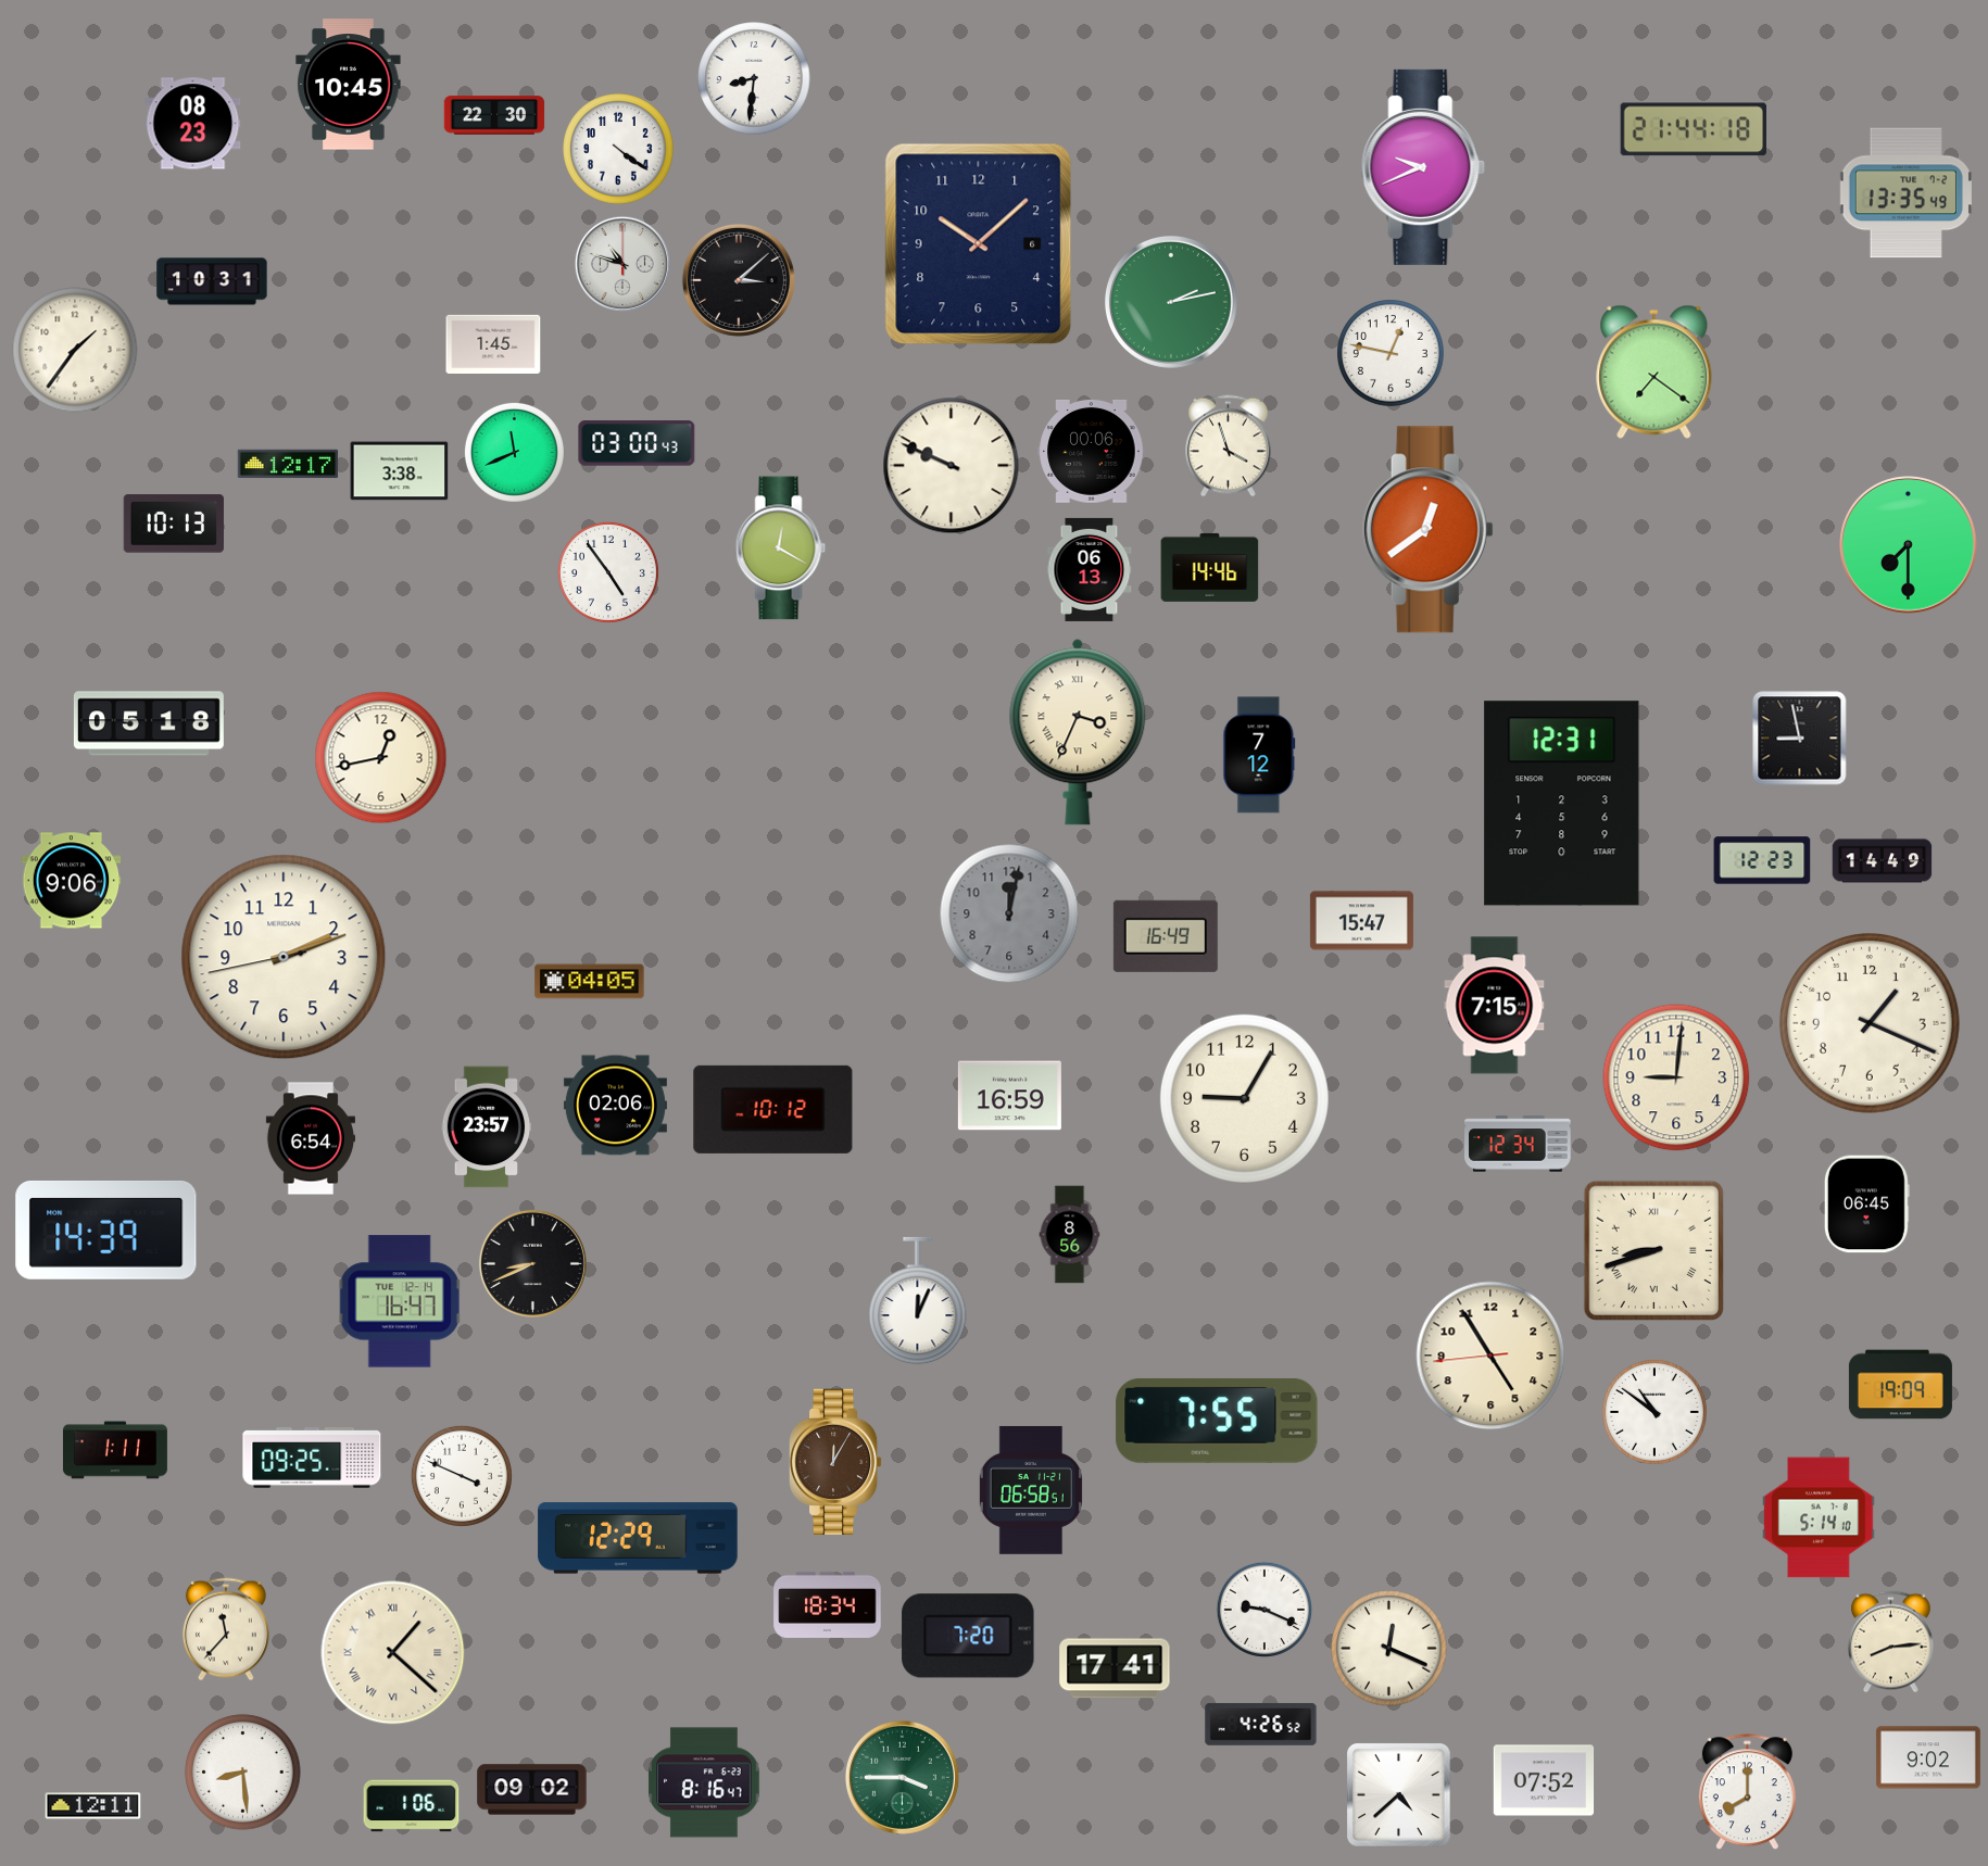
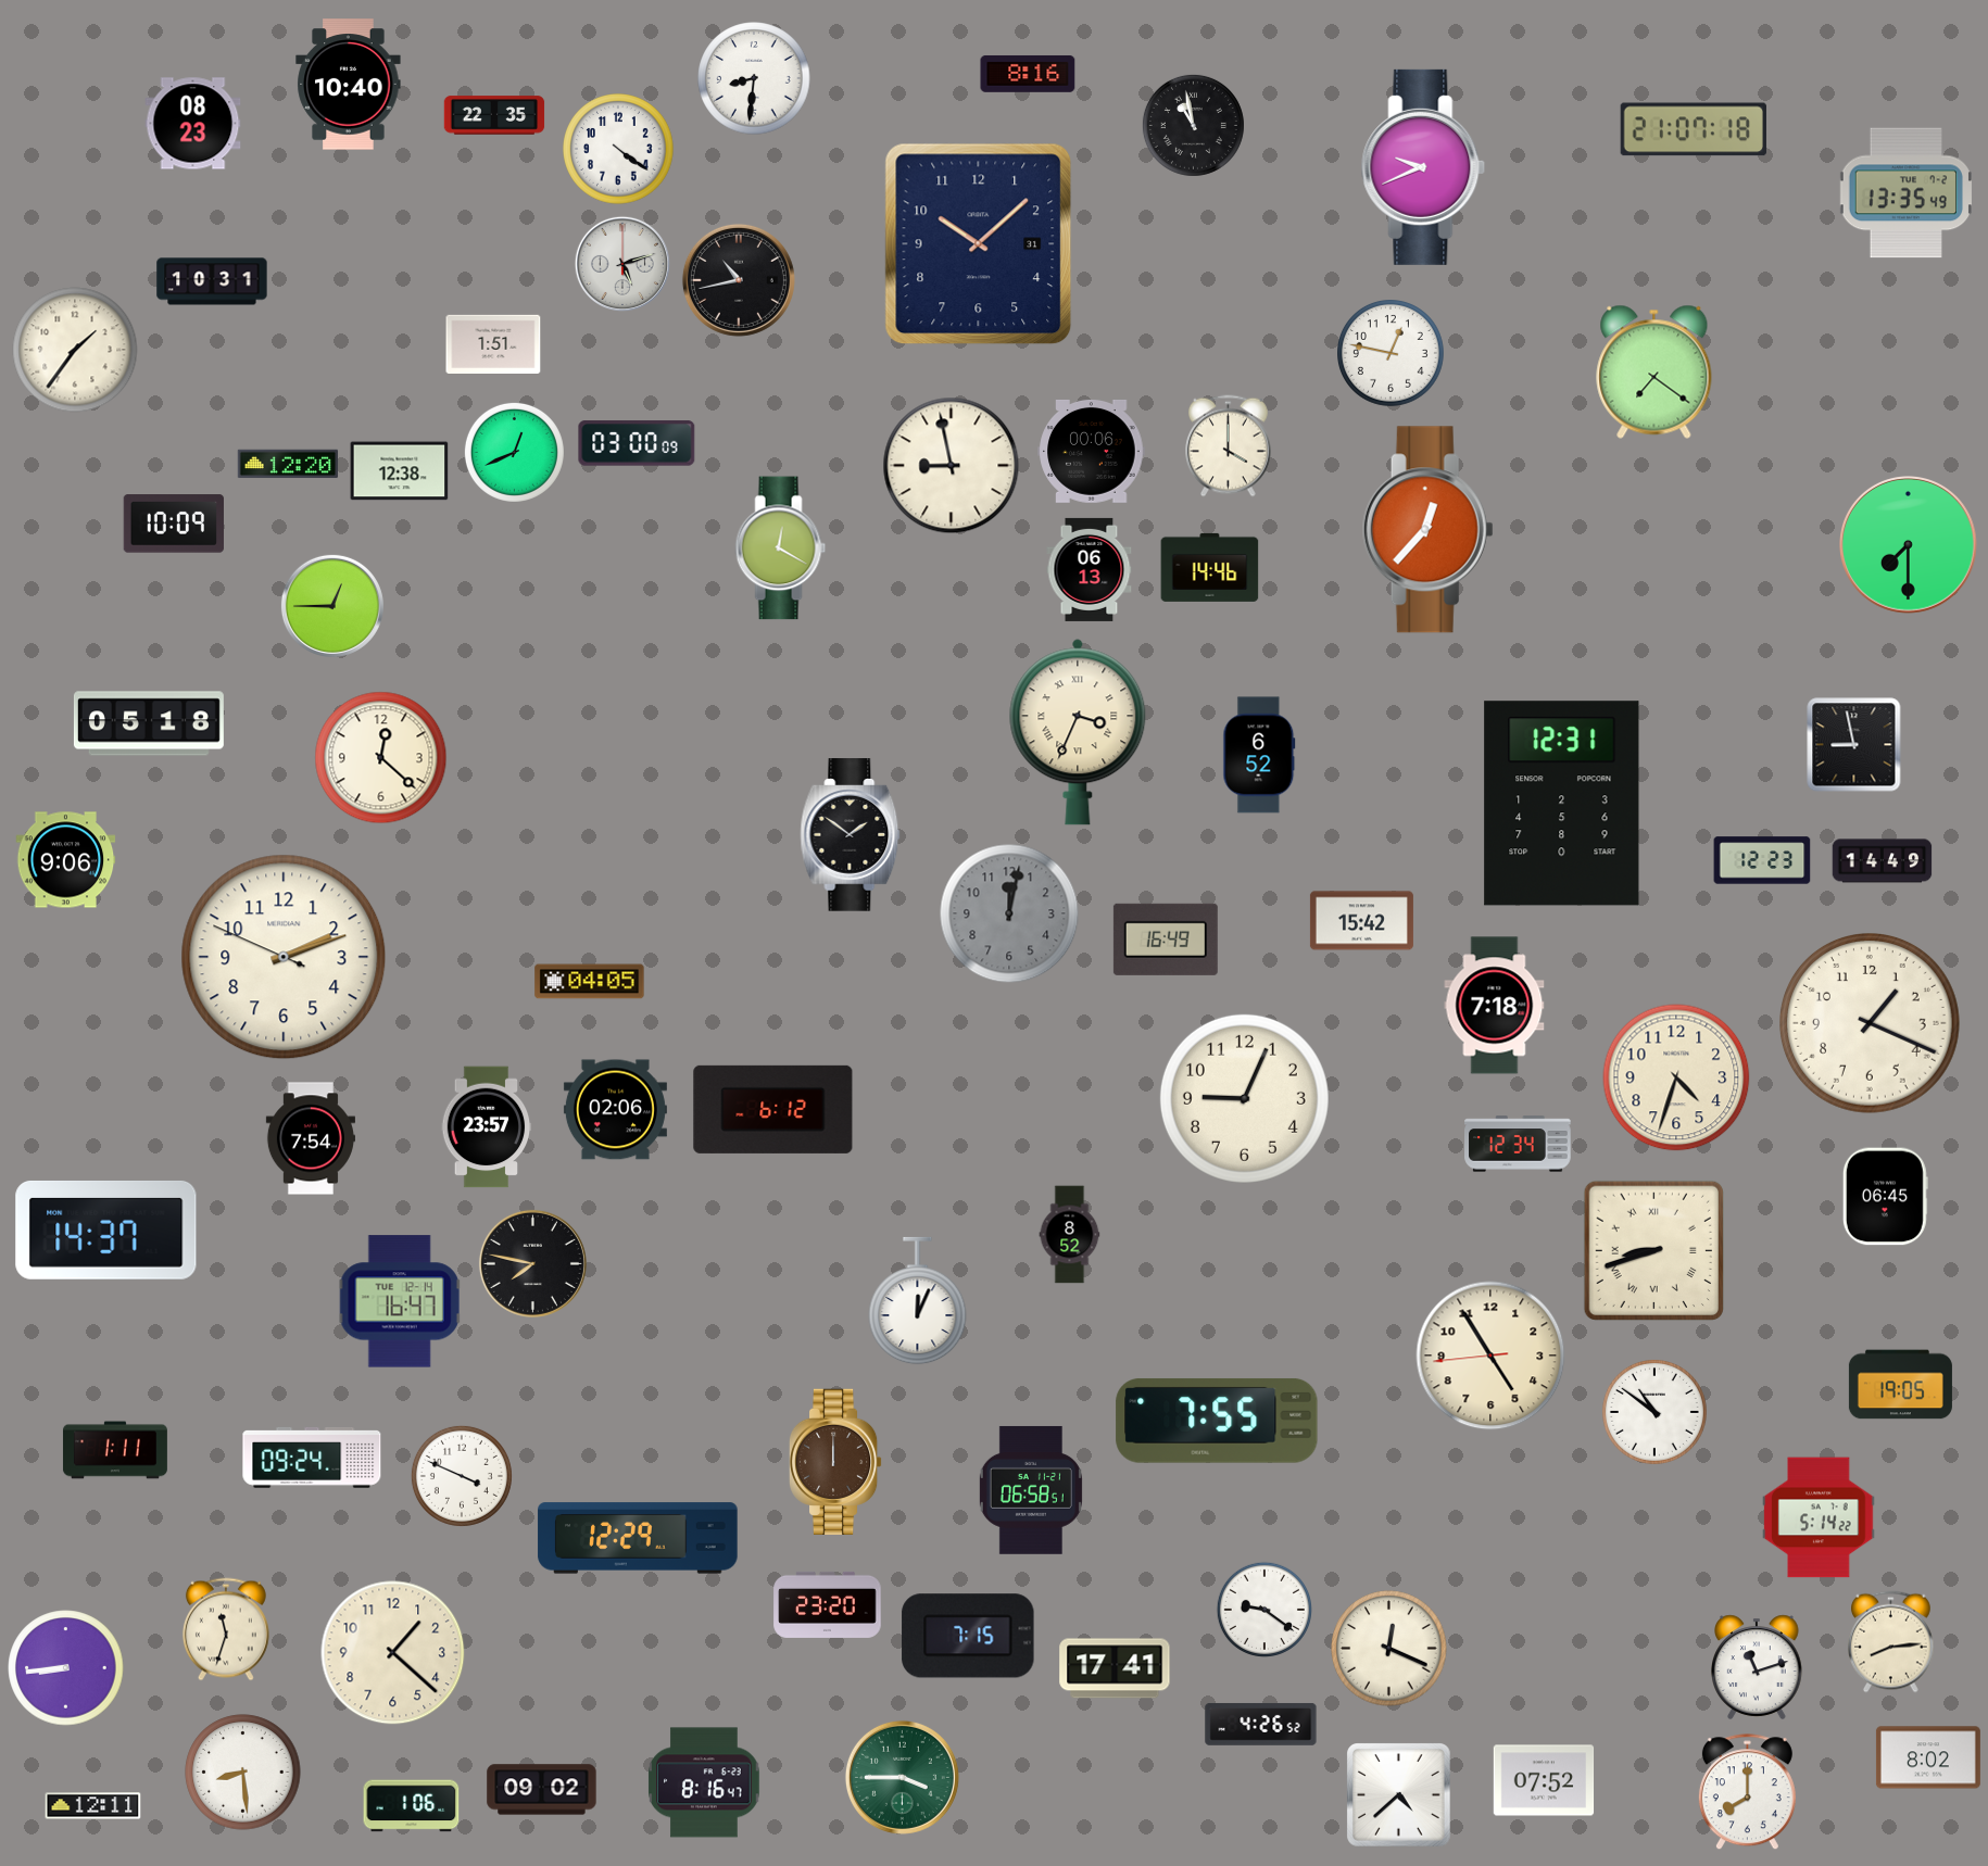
clock at (1028, 74): none -> 8:16
clock at (349, 85): 10:45 -> 10:40
clock at (494, 115): 22:30 -> 22:35
clock at (1193, 125): none -> 10:58
clock at (1694, 129): 21:44 -> 21:07
clock at (979, 244) date: 6 -> 31
clock at (622, 264): 10:48 -> 5:12
clock at (739, 280): 3:08 -> 10:43
clock at (1171, 302): 2:13 -> none
clock at (493, 343): 1:45 -> 1:51
clock at (637, 443): 03:00:43 -> 03:00:09
clock at (1229, 446): 3:57 -> 4:00
clock at (514, 452): 11:41 -> 12:41
clock at (288, 464): 12:17 -> 12:20
clock at (952, 466): 9:49 -> 8:58
clock at (400, 471): 3:38 -> 12:38
clock at (174, 524): 10:13 -> 10:09
clock at (1427, 530): 12:39 -> 12:37
clock at (608, 572): 4:54 -> none
clock at (332, 606): none -> 12:45
clock at (1800, 739) position: (1800, 739) -> (1854, 745)
clock at (1259, 755): 7:12 -> 6:52
clock at (381, 758): 12:43 -> 12:22
clock at (851, 835): none -> 1:51
clock at (72, 881) position: (72, 881) -> (66, 860)
clock at (1361, 921): 15:47 -> 15:42
clock at (1166, 936) position: (1166, 936) -> (1166, 940)
clock at (284, 957): 2:11:43 -> 2:11:49
clock at (1495, 1006): 7:15 -> 7:18
clock at (1676, 1077): 9:01 -> 4:33
clock at (1009, 1096): 16:59 -> none
clock at (1244, 1098): 9:05 -> 9:04
clock at (615, 1106) position: (615, 1106) -> (615, 1110)
clock at (773, 1109): 10:12 -> 6:12
clock at (311, 1138): 6:54 -> 7:54
clock at (1866, 1205) position: (1866, 1205) -> (1885, 1197)
clock at (106, 1230): 14:39 -> 14:37
clock at (1070, 1235): 8:56 -> 8:52
clock at (532, 1263): 8:41 -> 7:47
clock at (1900, 1385): 19:09 -> 19:05
clock at (312, 1458): 09:25 -> 09:24
clock at (835, 1461): 12:05 -> 12:00
clock at (1819, 1517): 5:14:10 -> 5:14:22
clock at (828, 1604): 18:34 -> 23:20
clock at (1263, 1609): 9:19 -> 9:21
clock at (226, 1629): 11:37 -> 11:33
clock at (968, 1636): 7:20 -> 7:15
clock at (393, 1653) numerals: Roman -> Arabic
clock at (1757, 1667): none -> 11:12
clock at (66, 1668): none -> 8:44
clock at (1928, 1757): 9:02 -> 8:02
clock at (532, 1790) position: (532, 1790) -> (542, 1790)
